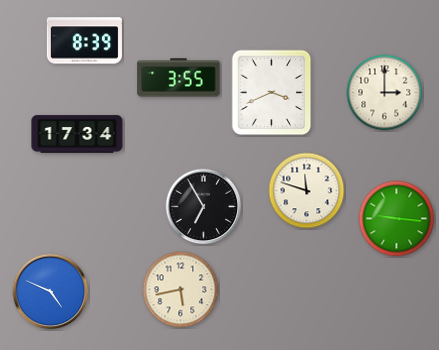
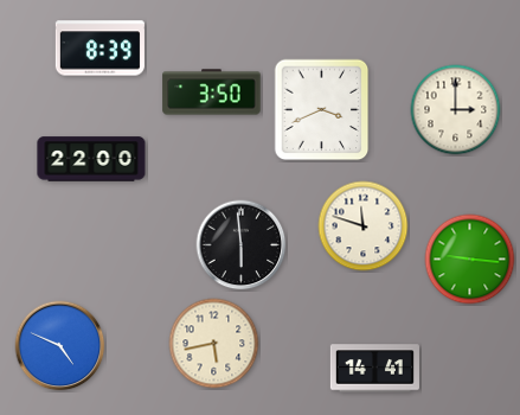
clock at (179, 78): 3:55 -> 3:50
clock at (77, 134): 17:34 -> 22:00
clock at (204, 207): 6:55 -> 5:59
clock at (374, 369): none -> 14:41
